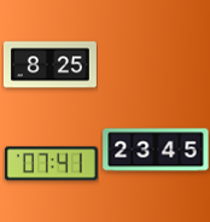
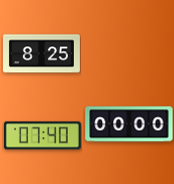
clock at (156, 150): 23:45 -> 00:00
clock at (51, 164): 07:41 -> 07:40
